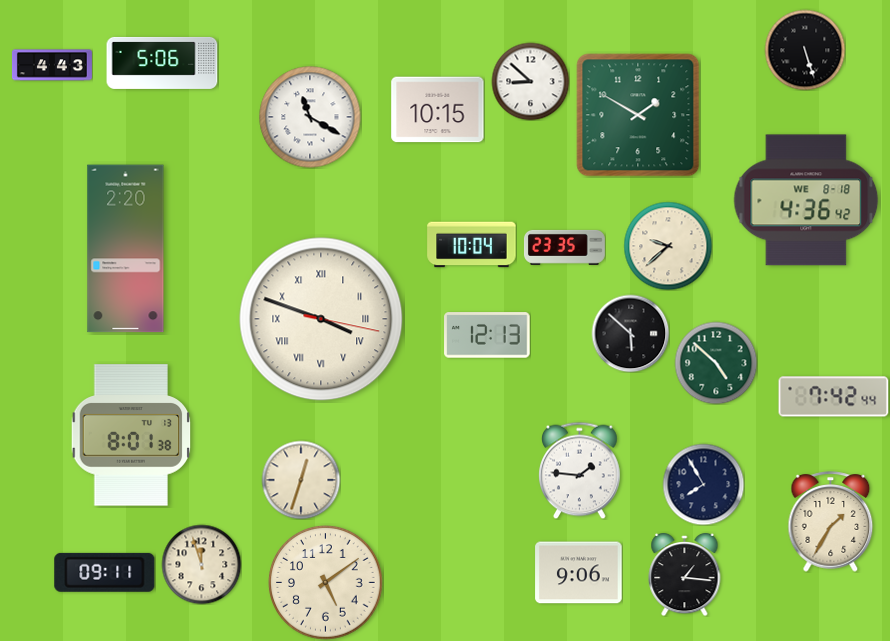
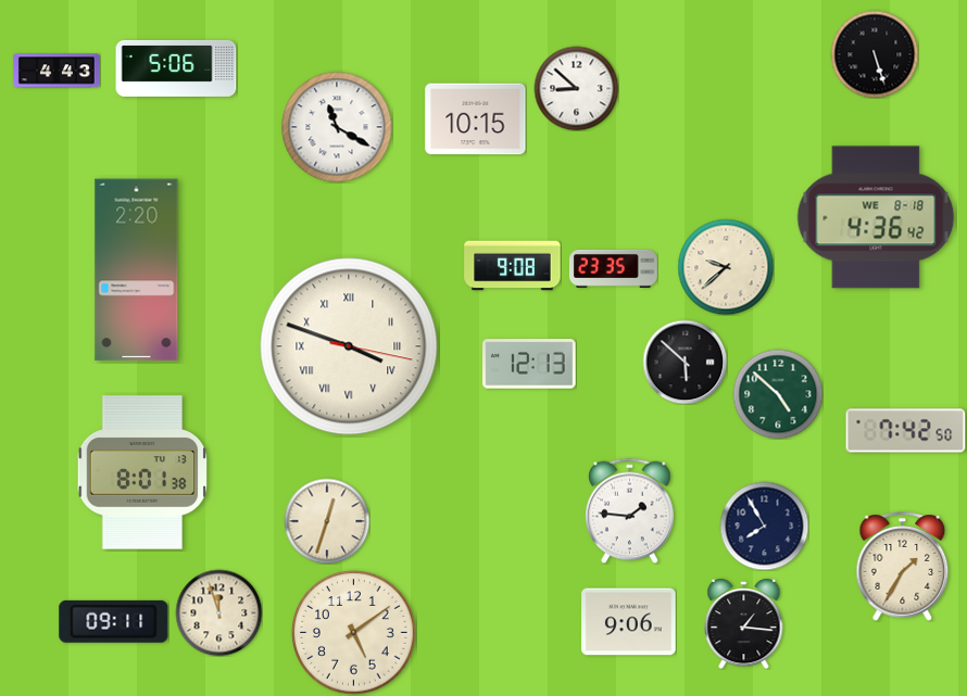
clock at (638, 115): 1:50 -> none
clock at (472, 245): 10:04 -> 9:08
clock at (834, 397): 7:42:44 -> 7:42:50
